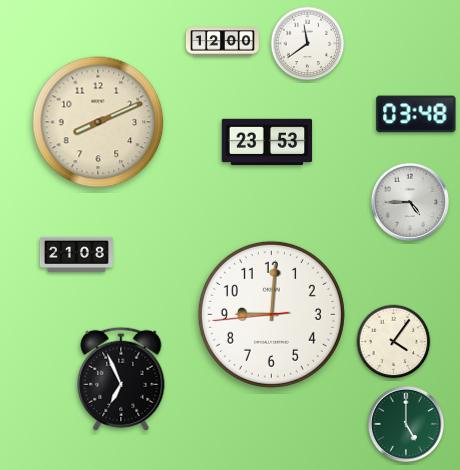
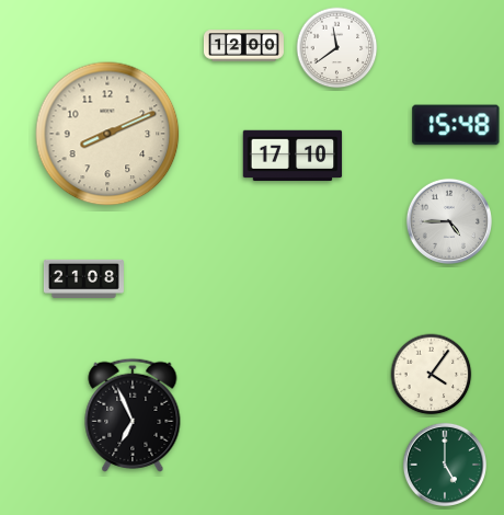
clock at (416, 114): 03:48 -> 15:48
clock at (267, 142): 23:53 -> 17:10
clock at (271, 314): 9:00 -> none
